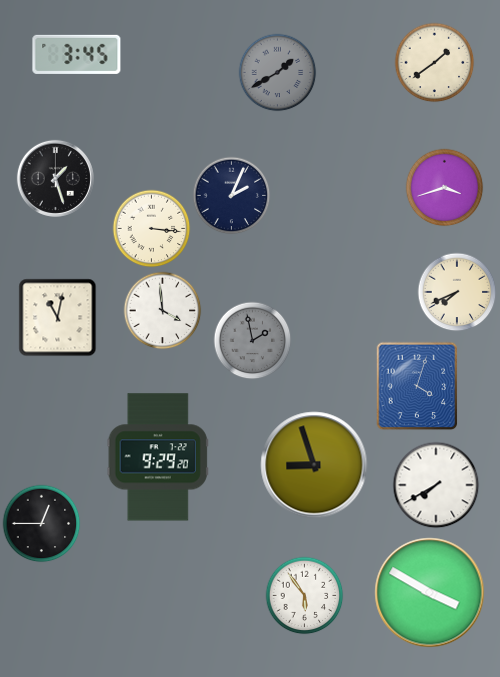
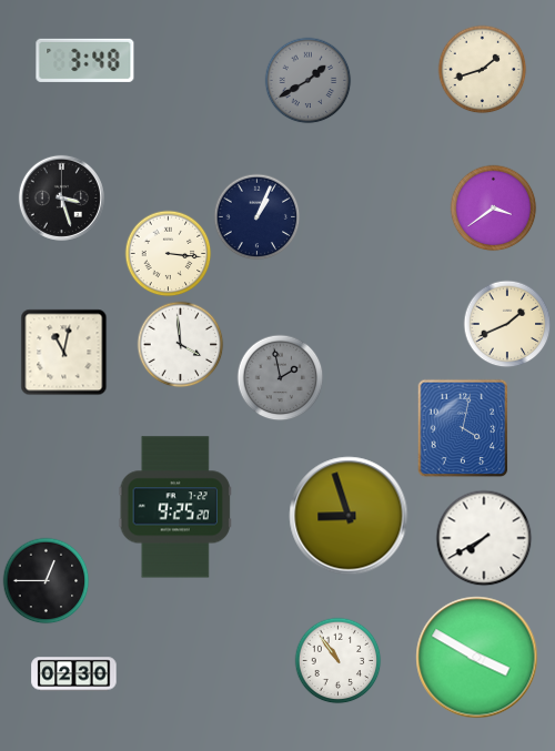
clock at (77, 54): 3:45 -> 3:48
clock at (434, 62): 1:39 -> 1:42
clock at (55, 178): 1:27 -> 3:27
clock at (444, 187): 3:42 -> 3:39
clock at (231, 195): 2:04 -> 1:04
clock at (457, 292): 7:41 -> 1:41
clock at (417, 386): 4:03 -> 4:02
clock at (158, 457): 9:29 -> 9:25
clock at (304, 595): 5:54 -> 10:54
clock at (74, 674): none -> 02:30
